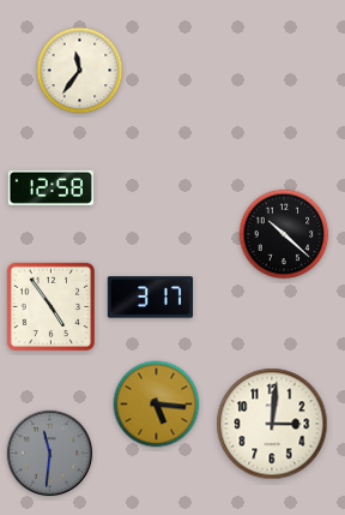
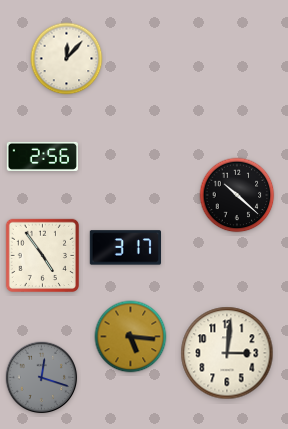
clock at (80, 71): 11:36 -> 12:07
clock at (50, 187): 12:58 -> 2:56
clock at (50, 454): 11:31 -> 12:18
